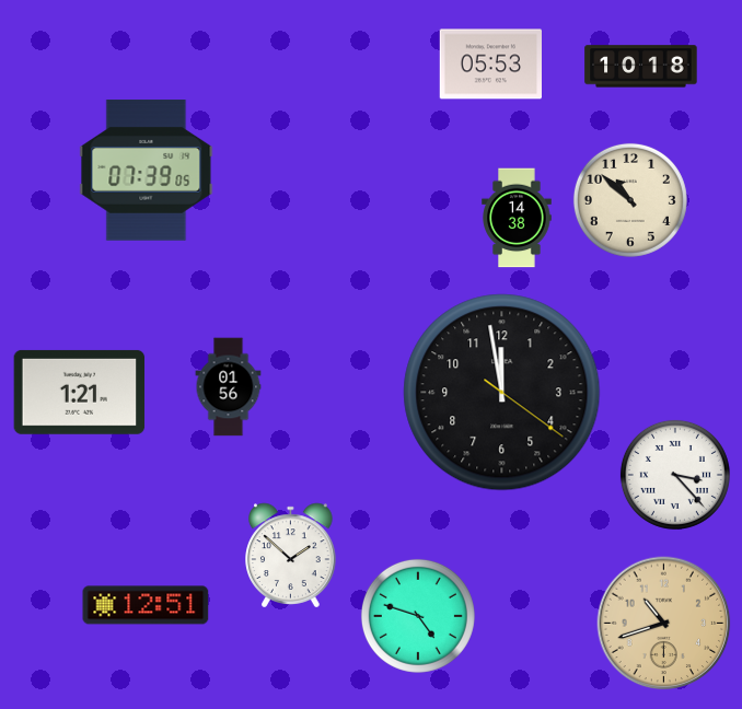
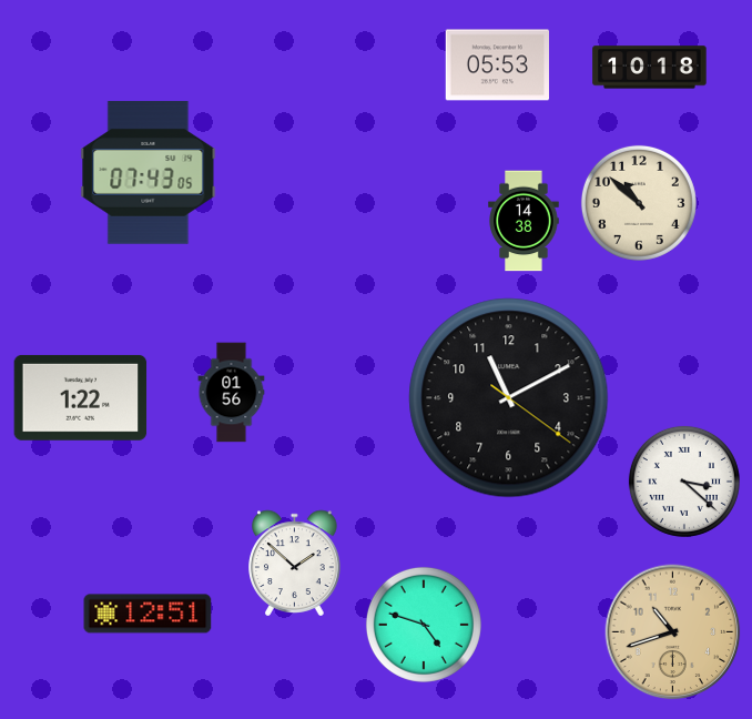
clock at (147, 171): 07:39 -> 07:43
clock at (80, 392): 1:21 -> 1:22
clock at (502, 393): 11:58 -> 11:10
clock at (675, 475): 3:23 -> 3:22
